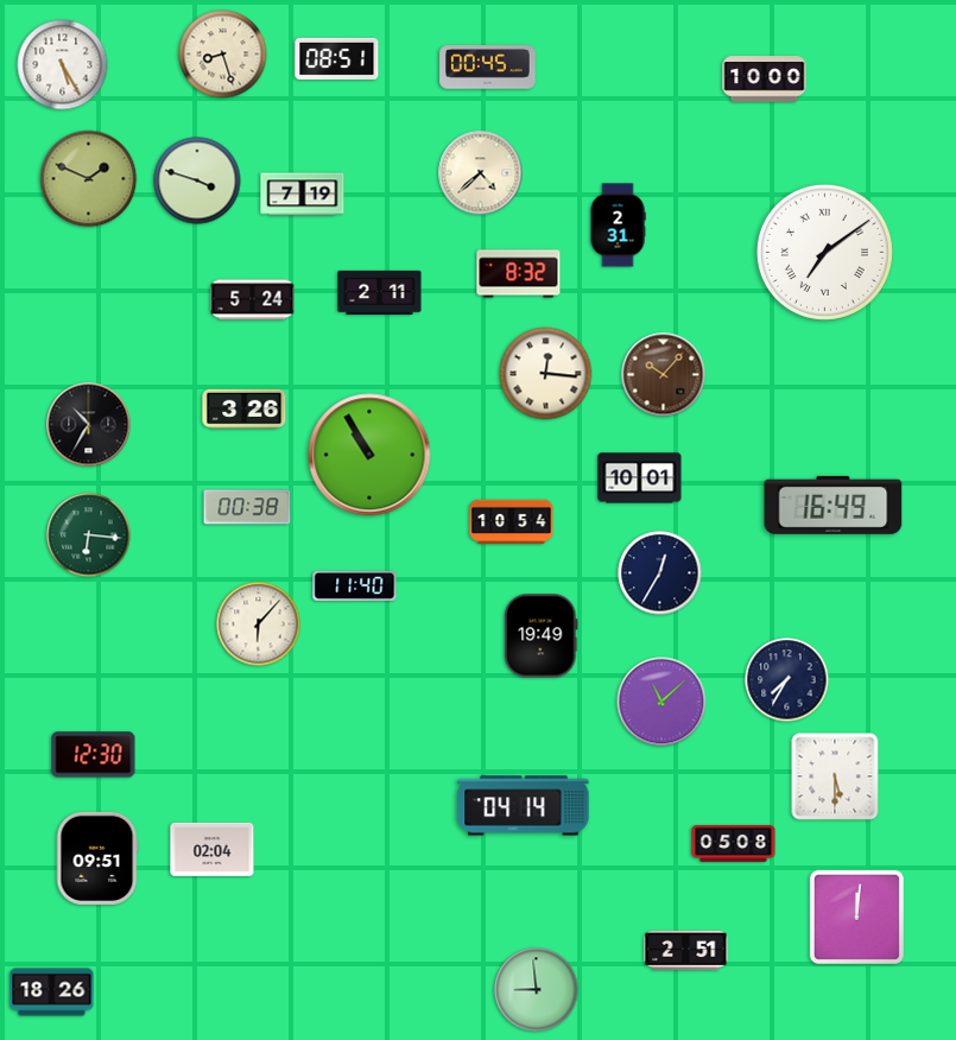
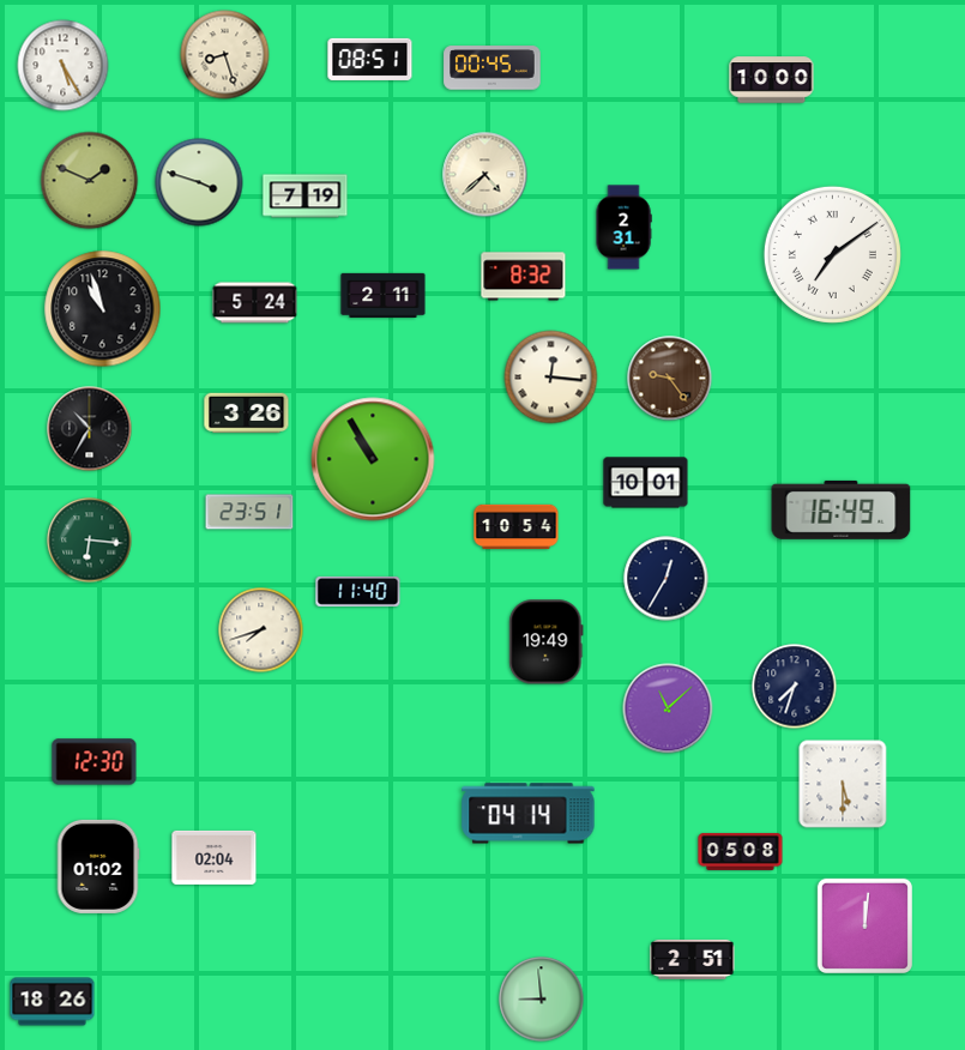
clock at (337, 58) position: (337, 58) -> (370, 59)
clock at (103, 309): none -> 10:57
clock at (664, 375): 10:07 -> 9:24
clock at (247, 507): 00:38 -> 23:51
clock at (259, 624): 6:07 -> 7:42
clock at (787, 680): 7:35 -> 7:33
clock at (97, 858): 09:51 -> 01:02
